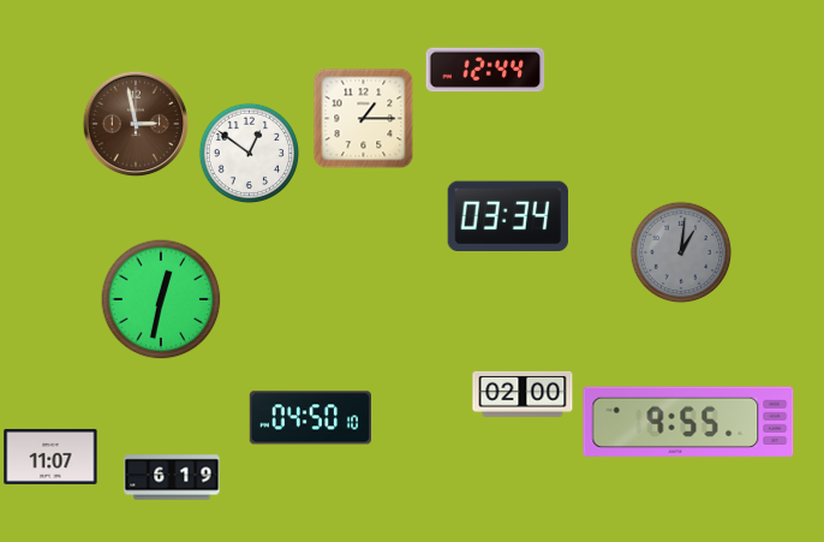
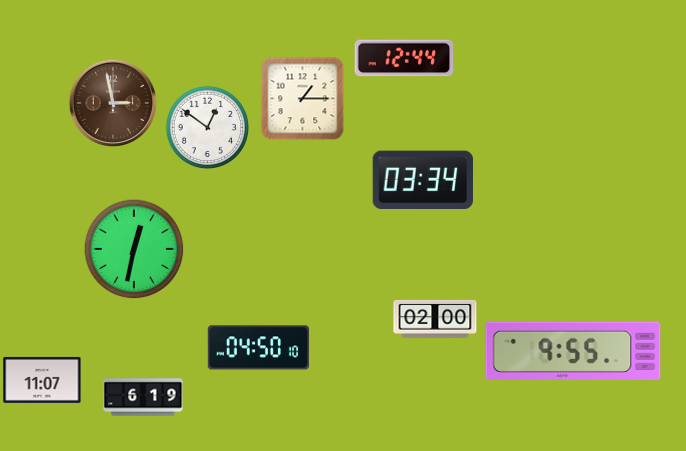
clock at (681, 252): 1:01 -> none
clock at (523, 394) position: (523, 394) -> (435, 319)
